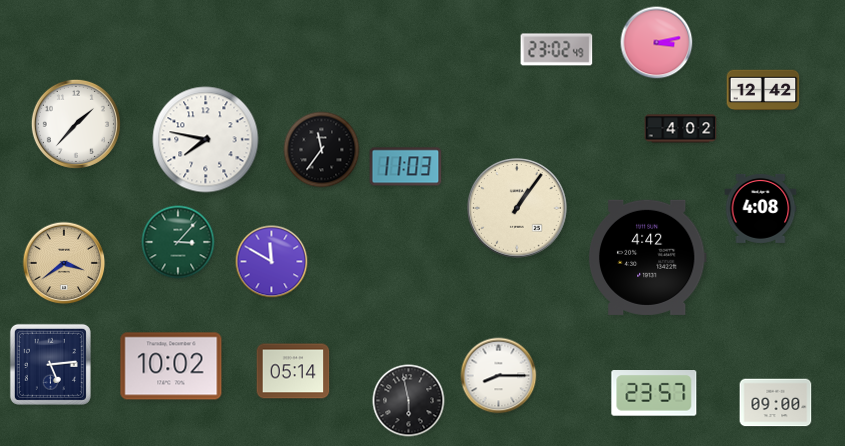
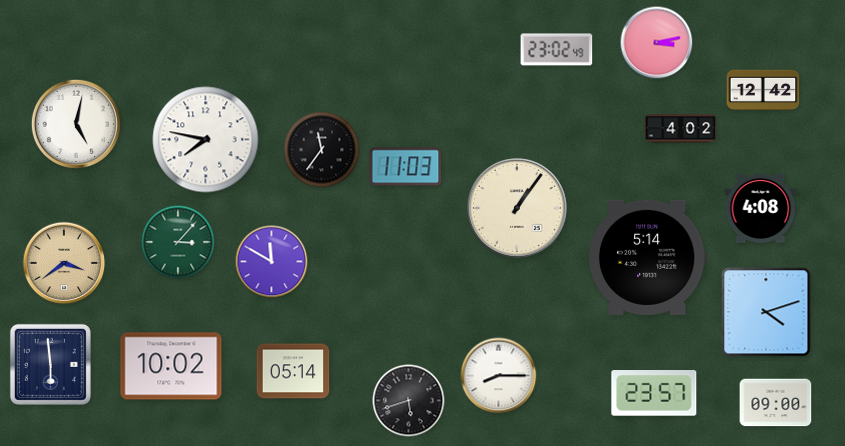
clock at (76, 124): 1:37 -> 5:02
clock at (647, 257): 4:42 -> 5:14
clock at (766, 312): none -> 4:12
clock at (50, 364): 5:14 -> 5:59
clock at (409, 401): 5:58 -> 5:42
